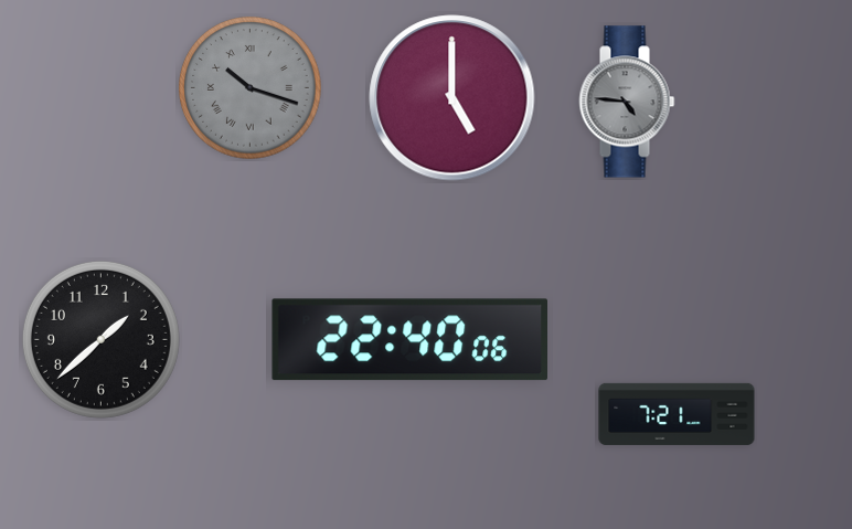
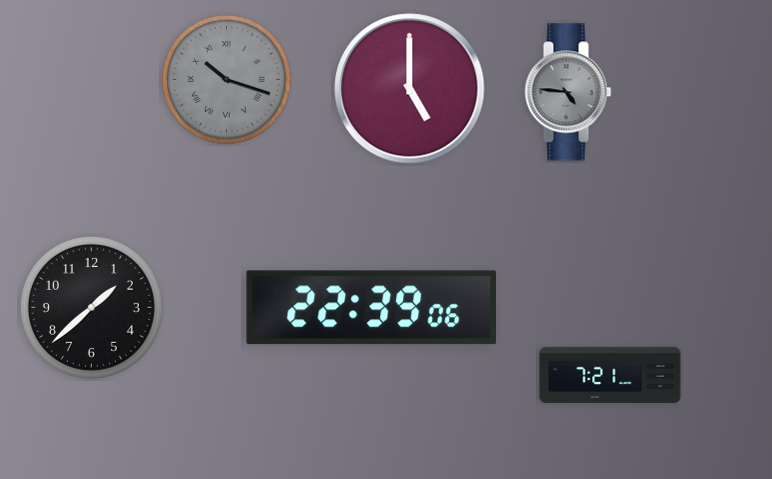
clock at (409, 340): 22:40 -> 22:39
clock at (677, 414) position: (677, 414) -> (610, 375)
